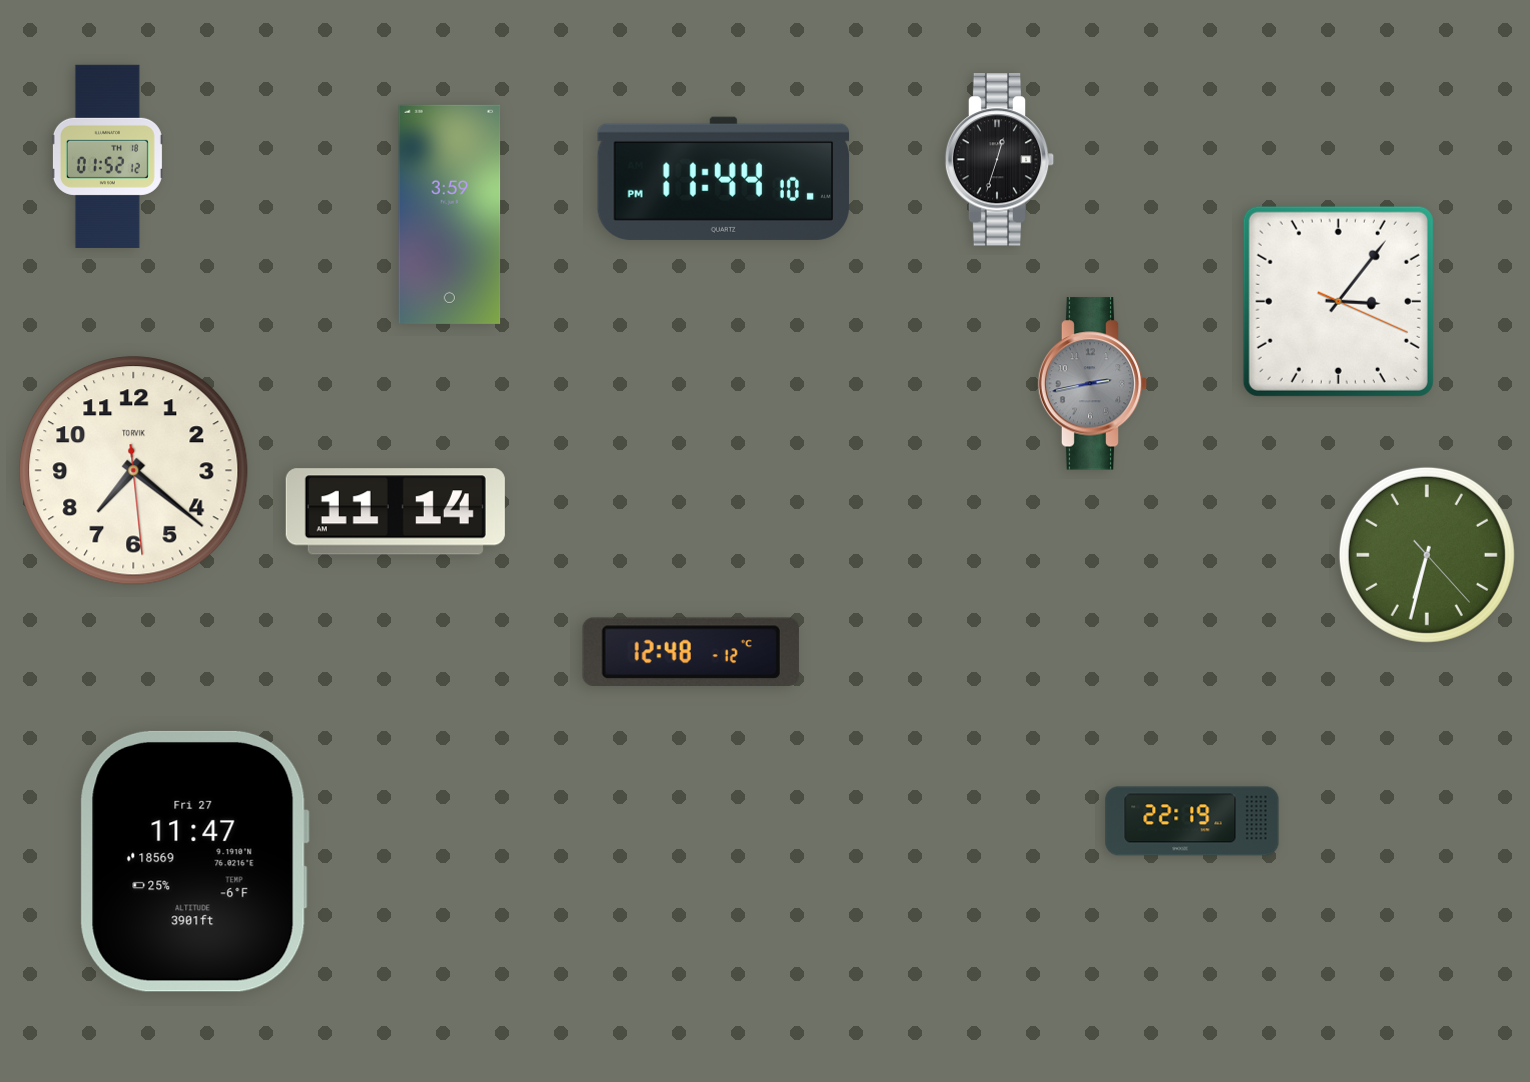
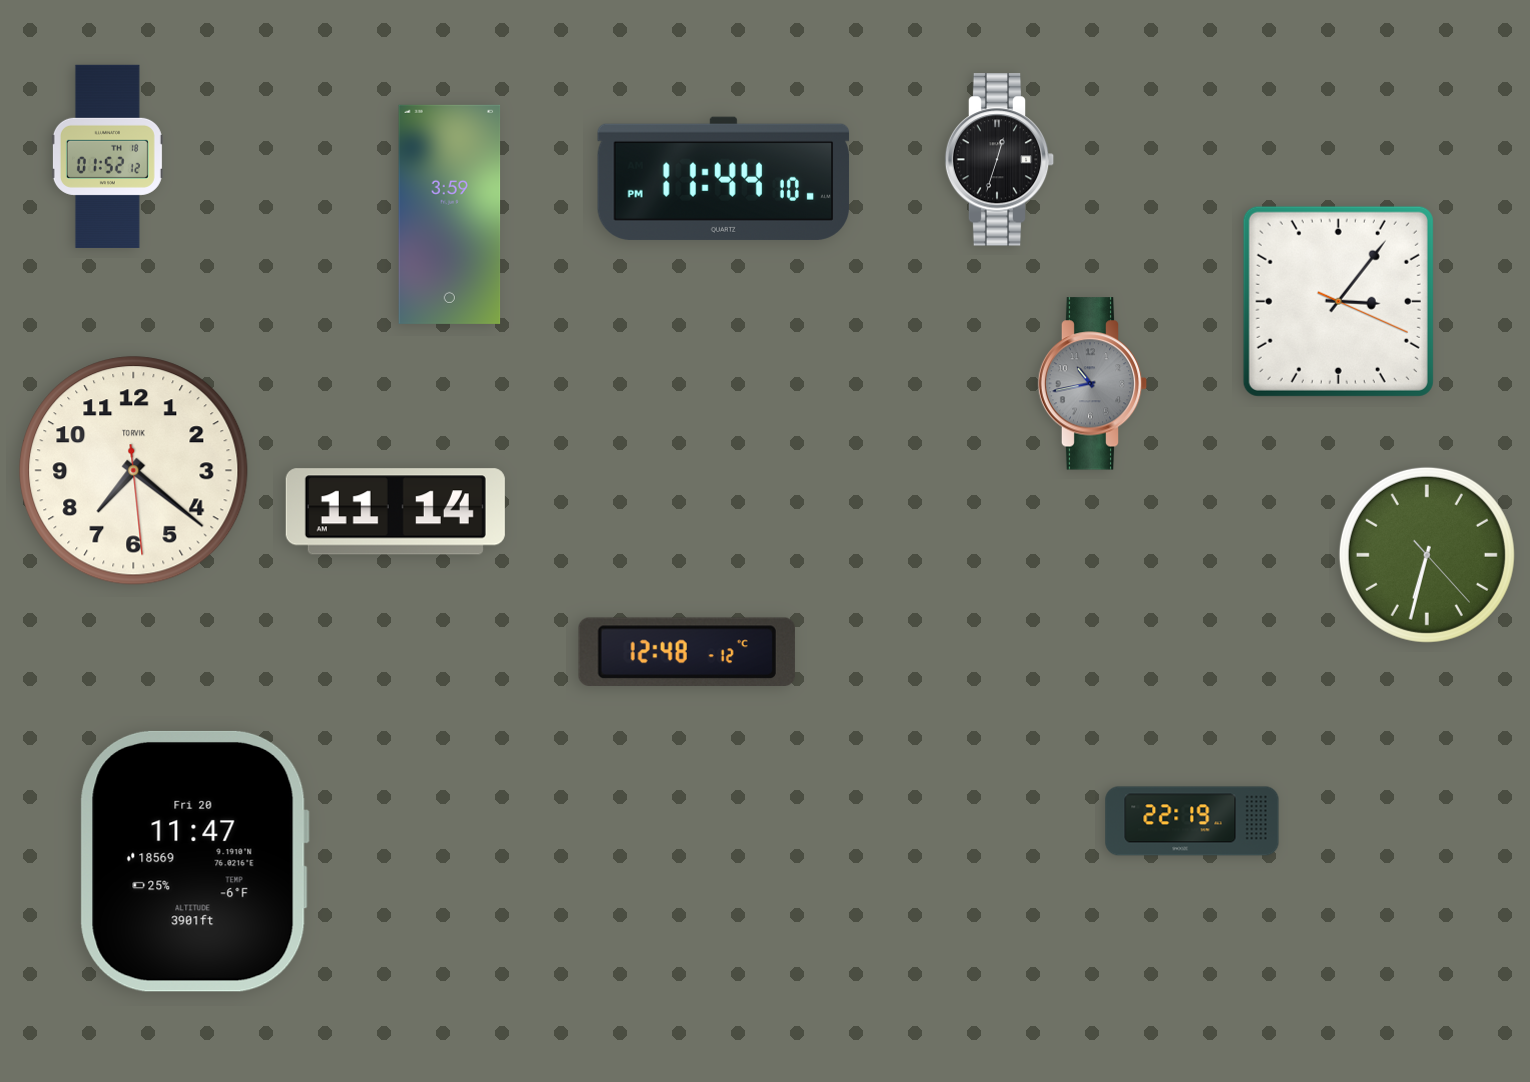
clock at (1093, 384): 2:43 -> 10:43
clock at (691, 652) position: (691, 652) -> (687, 652)
clock at (194, 861) date: Fri 27 -> Fri 20
